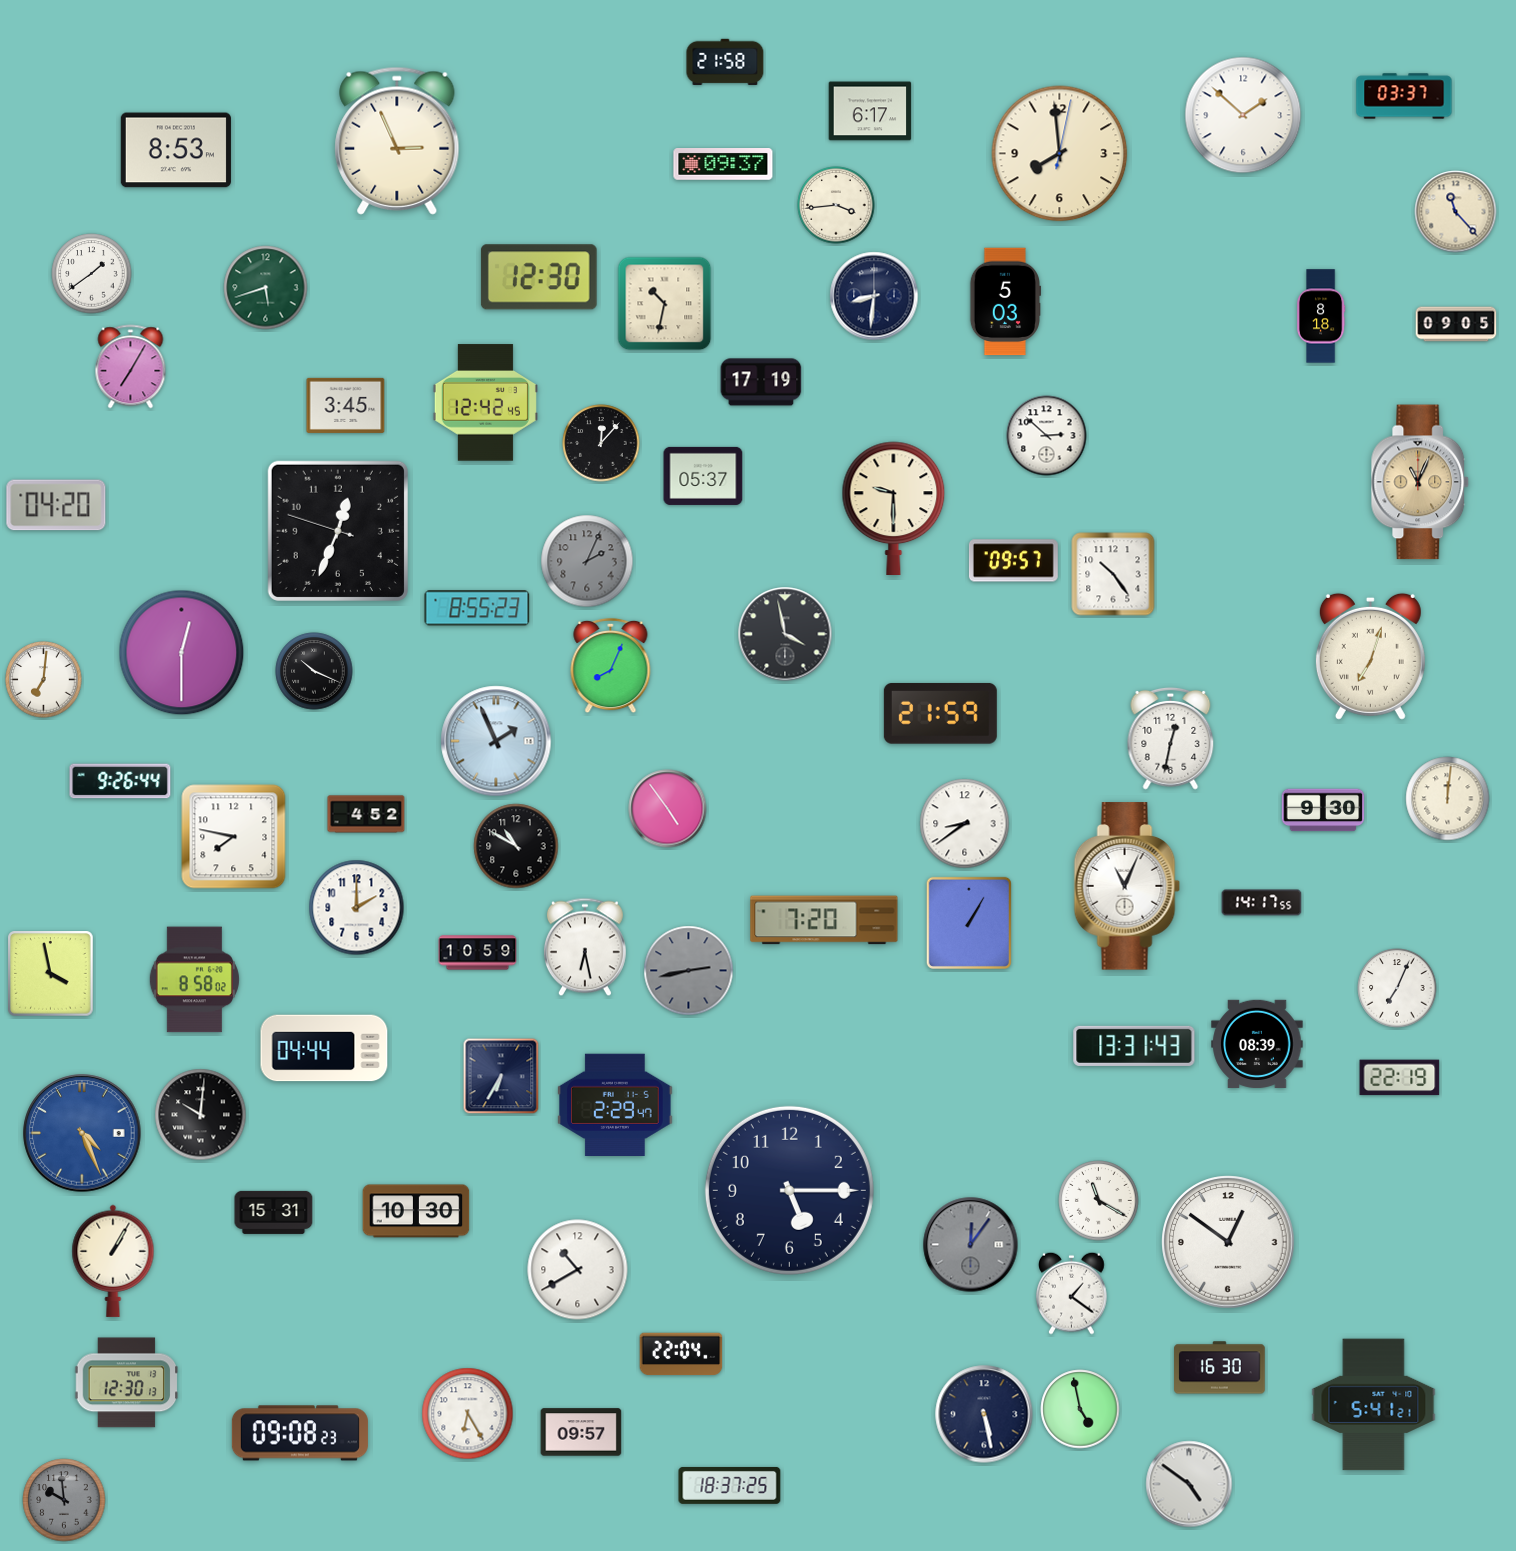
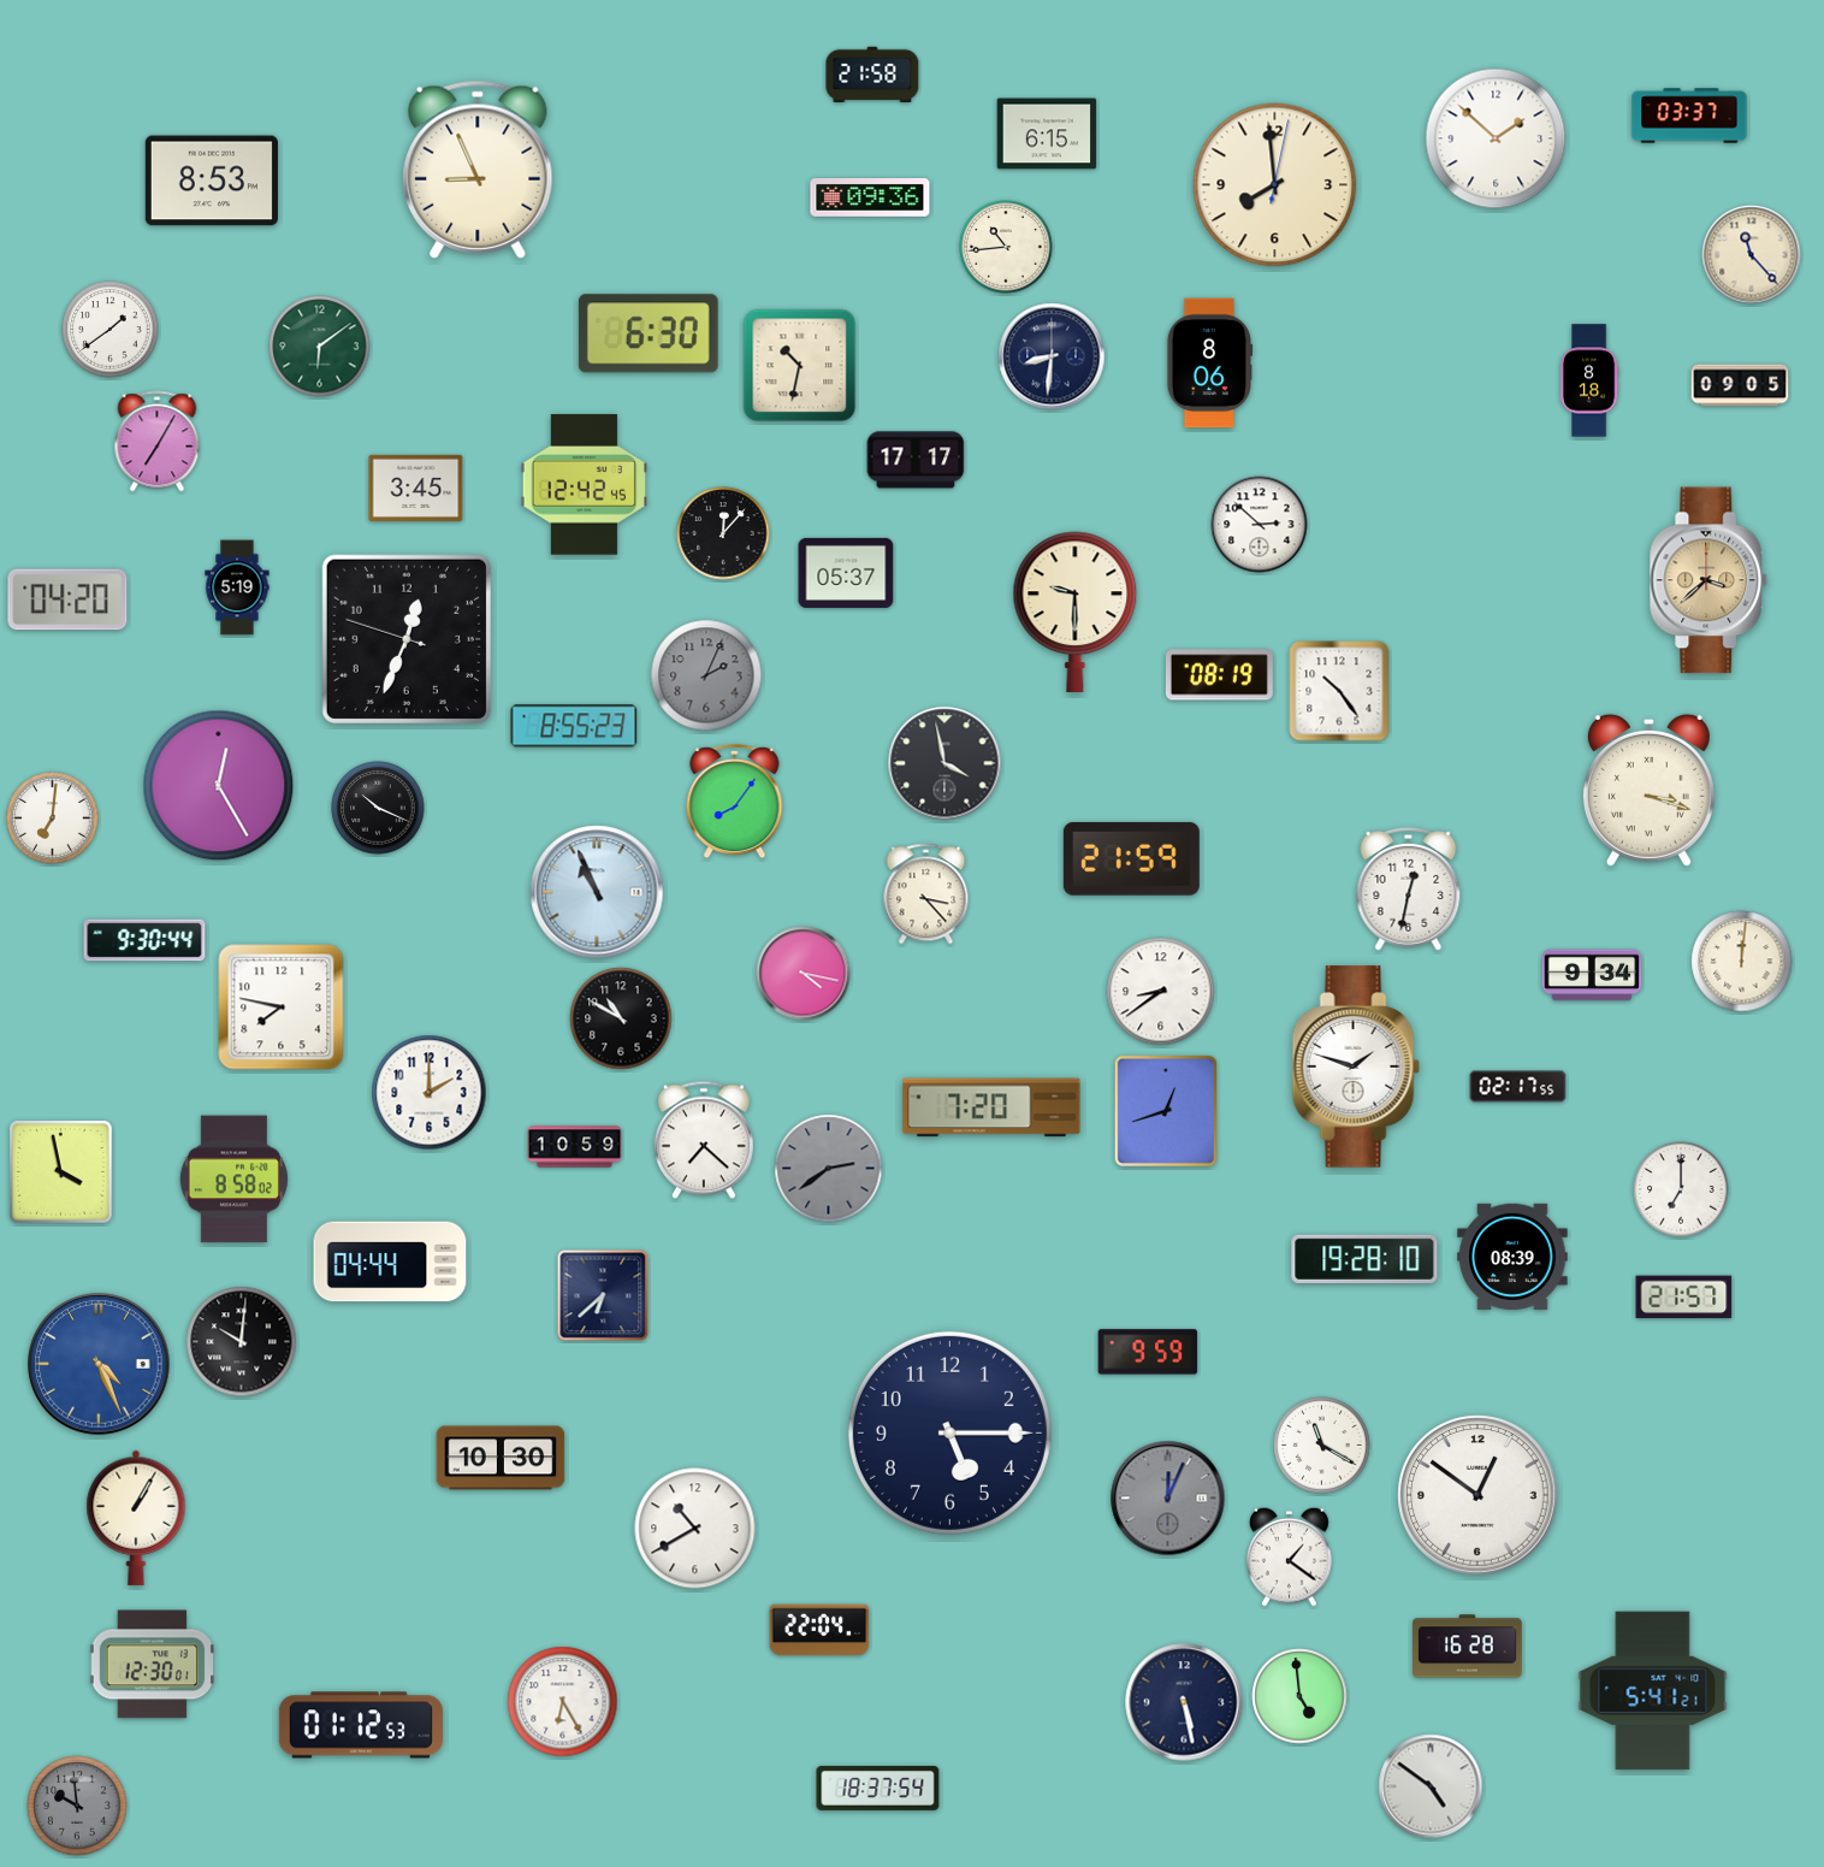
clock at (870, 111): 6:17 -> 6:15
clock at (397, 141): 2:56 -> 8:56
clock at (723, 165): 09:37 -> 09:36
clock at (836, 205): 3:44 -> 10:44
clock at (539, 277): 12:30 -> 6:30
clock at (266, 288): 5:42 -> 6:09
clock at (1004, 302): 5:03 -> 8:06
clock at (1456, 324) position: (1456, 324) -> (1740, 385)
clock at (761, 382): 17:19 -> 17:17
clock at (1420, 482): 11:04 -> 3:38
clock at (237, 587): none -> 5:19
clock at (56, 505) position: (56, 505) -> (67, 599)
clock at (1013, 561): 09:57 -> 08:19
clock at (477, 608) position: (477, 608) -> (574, 726)
clock at (182, 653): 12:30 -> 12:25
clock at (1370, 656): 7:03 -> 3:18
clock at (611, 666): 8:04 -> 8:06
clock at (496, 741): 1:56 -> 10:56
clock at (926, 894): none -> 3:23
clock at (120, 781): 9:26 -> 9:30
clock at (668, 809): 4:54 -> 4:17
clock at (1323, 810): 9:30 -> 9:34
clock at (366, 814): 4:52 -> none
clock at (1127, 886): 11:04 -> 1:48
clock at (1262, 903): 14:17 -> 02:17
clock at (969, 923): 1:05 -> 12:42
clock at (585, 947): 6:28 -> 7:22
clock at (689, 971): 2:43 -> 2:39
clock at (1397, 988): 7:04 -> 7:00
clock at (1134, 1046): 13:31 -> 19:28
clock at (501, 1076): 6:35 -> 6:38
clock at (1400, 1078): 22:19 -> 21:57
clock at (616, 1104): 2:29 -> none
clock at (1148, 1352): none -> 9:59
clock at (274, 1212): 15:31 -> none
clock at (971, 1245): 12:06 -> 12:04
clock at (1220, 1368): 16:30 -> 16:28
clock at (127, 1383): 12:30:13 -> 12:30:01
clock at (1080, 1409): 4:58 -> 4:59
clock at (581, 1432): 09:57 -> none
clock at (300, 1433): 09:08 -> 01:12
clock at (730, 1485): 18:37:25 -> 18:37:54
